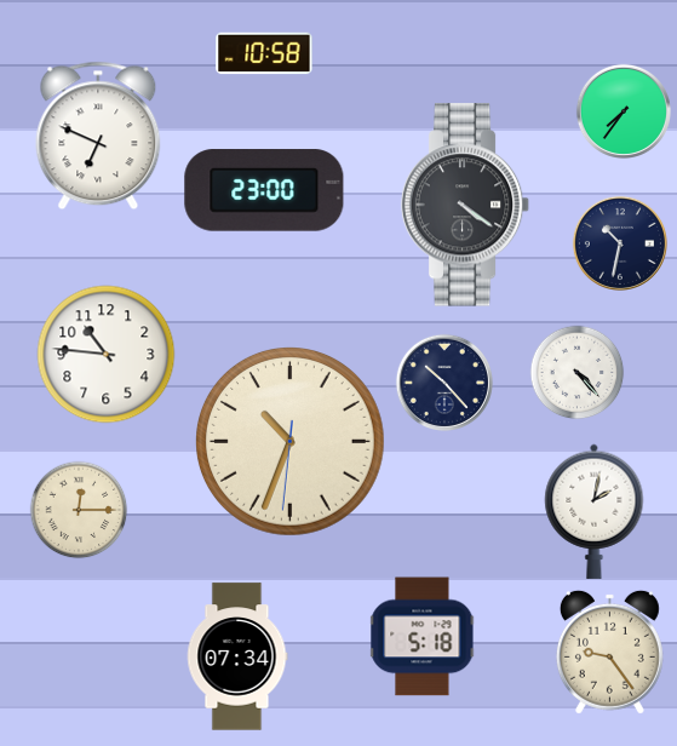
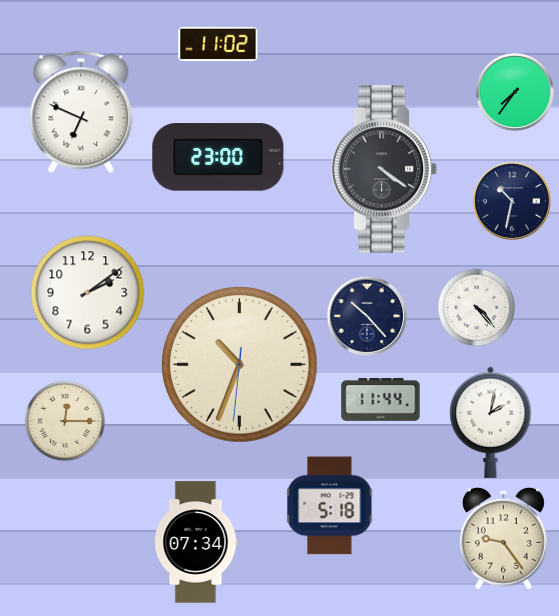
clock at (264, 53): 10:58 -> 11:02
clock at (107, 355): 10:46 -> 2:09
clock at (381, 399): none -> 11:44
clock at (423, 637) position: (423, 637) -> (330, 506)
